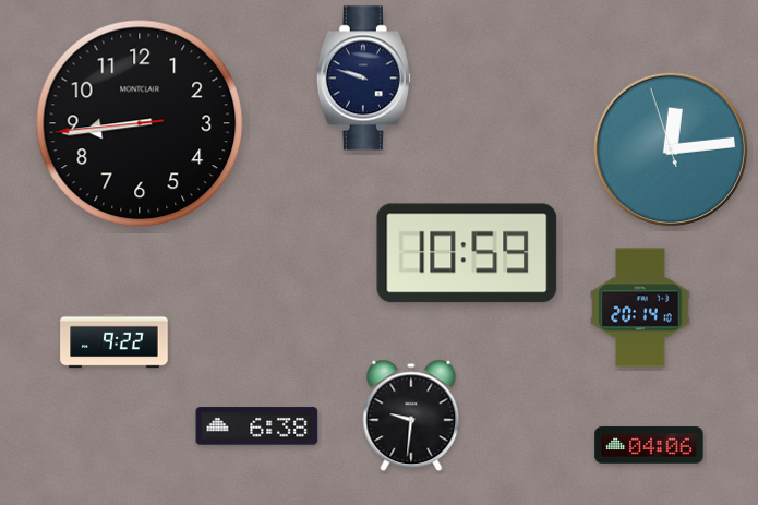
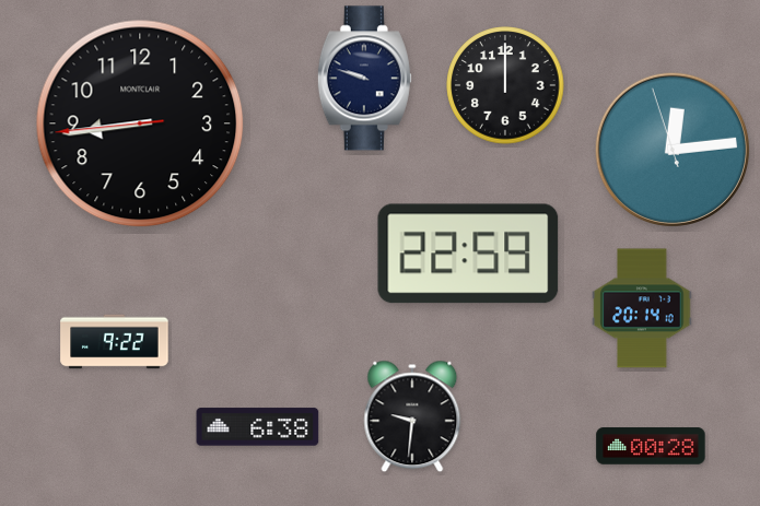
clock at (505, 85): none -> 12:00
clock at (467, 253): 10:59 -> 22:59
clock at (649, 445): 04:06 -> 00:28
